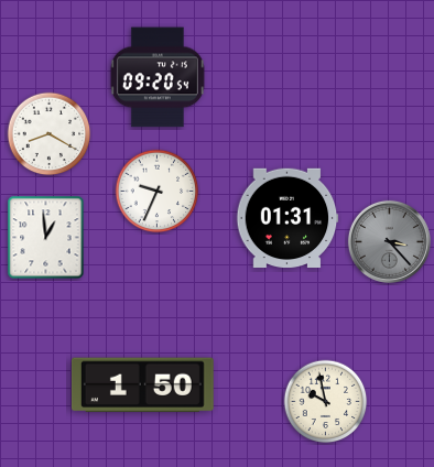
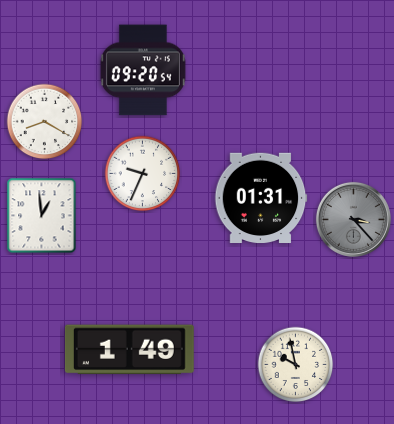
clock at (142, 385): 1:50 -> 1:49
